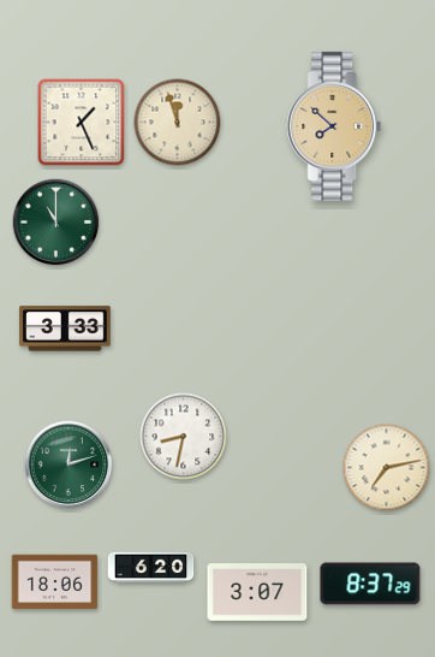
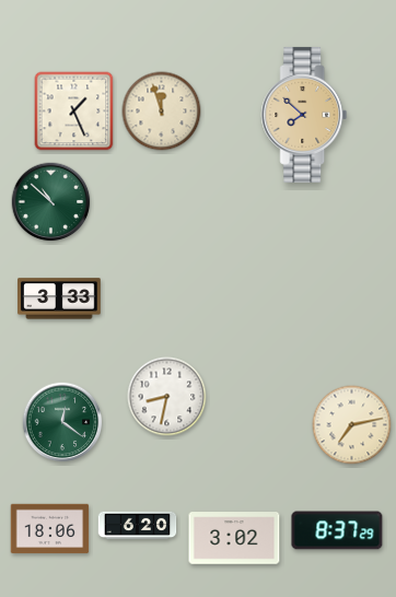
clock at (56, 223): 11:00 -> 10:52
clock at (68, 464): 12:12 -> 12:21
clock at (151, 568) position: (151, 568) -> (138, 526)
clock at (257, 592): 3:07 -> 3:02
